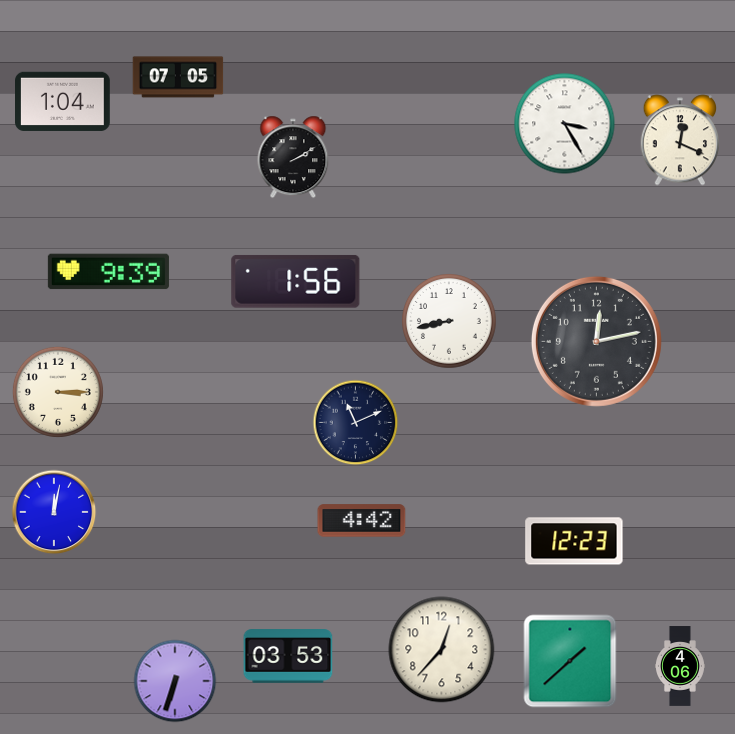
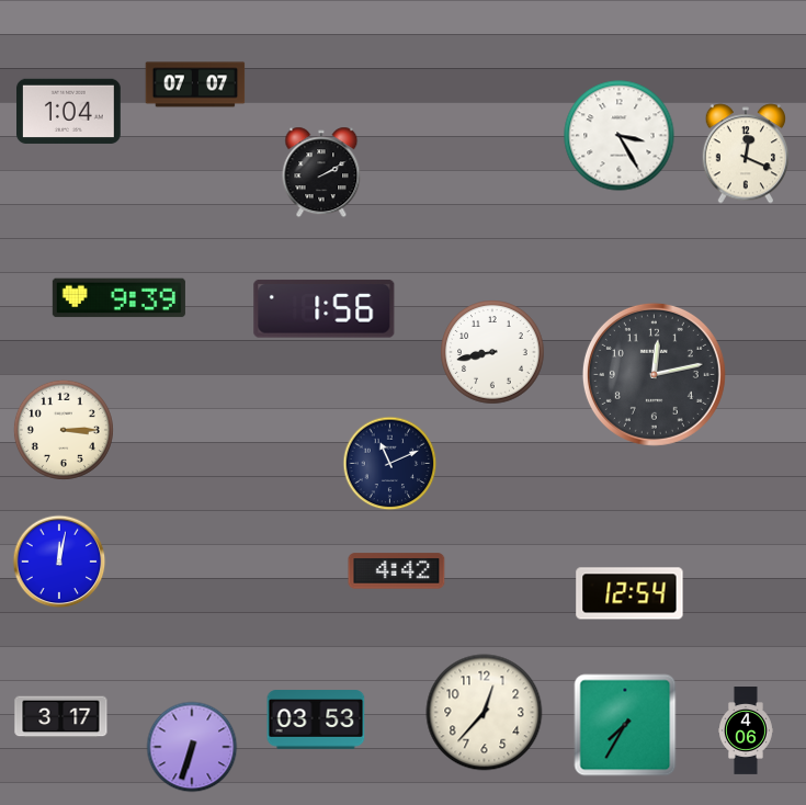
clock at (178, 77): 07:05 -> 07:07
clock at (574, 541): 12:23 -> 12:54
clock at (61, 717): none -> 3:17
clock at (570, 661): 1:38 -> 7:35
